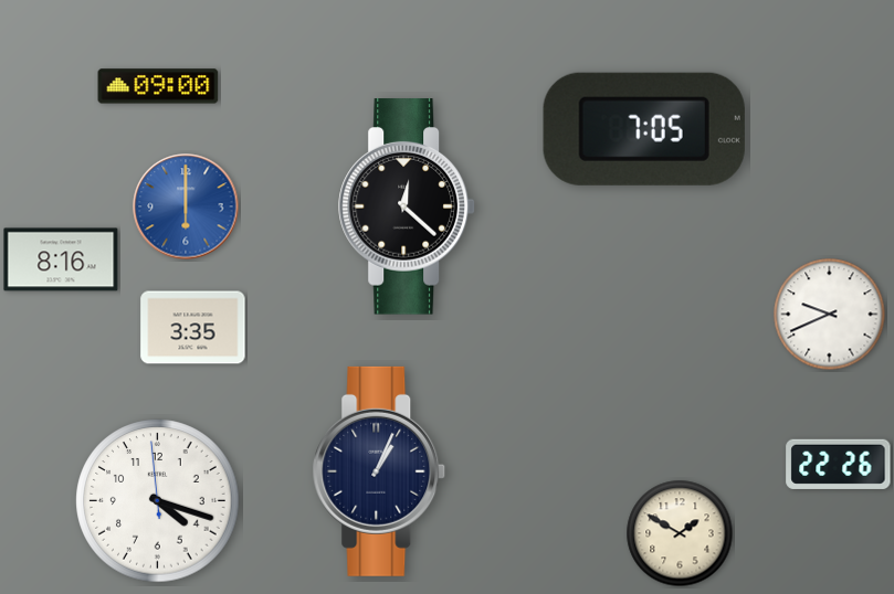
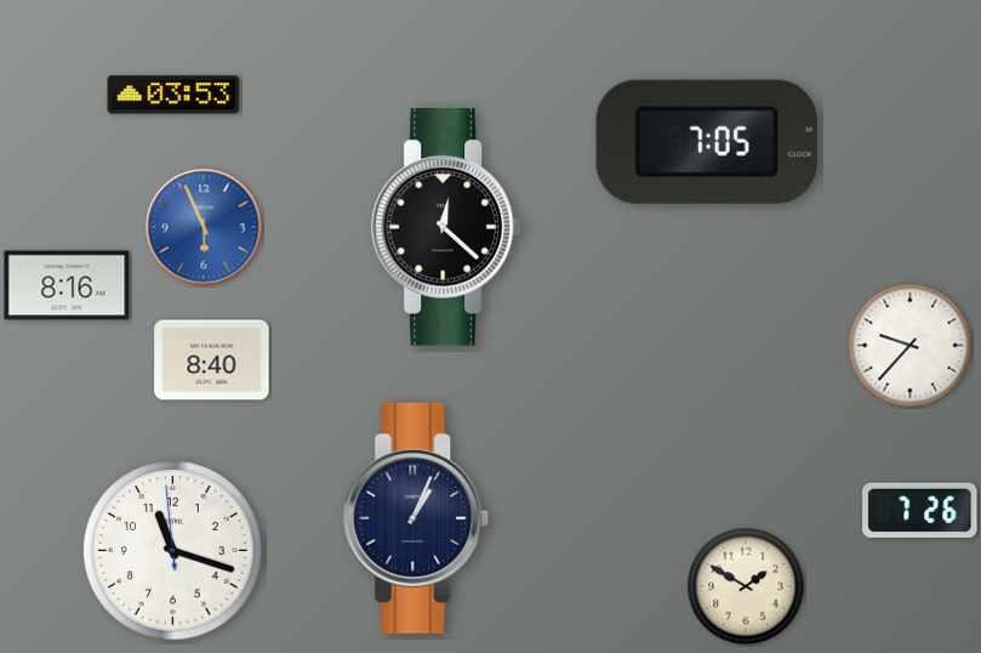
clock at (158, 86): 09:00 -> 03:53
clock at (186, 206): 6:00 -> 5:56
clock at (830, 315): 9:41 -> 9:37
clock at (193, 328): 3:35 -> 8:40
clock at (839, 464): 22:26 -> 7:26
clock at (158, 501): 4:17 -> 11:17
